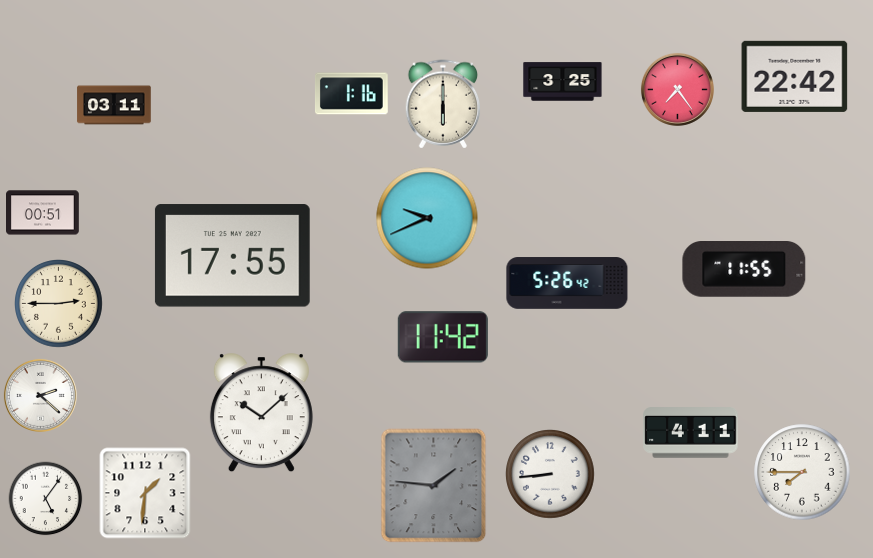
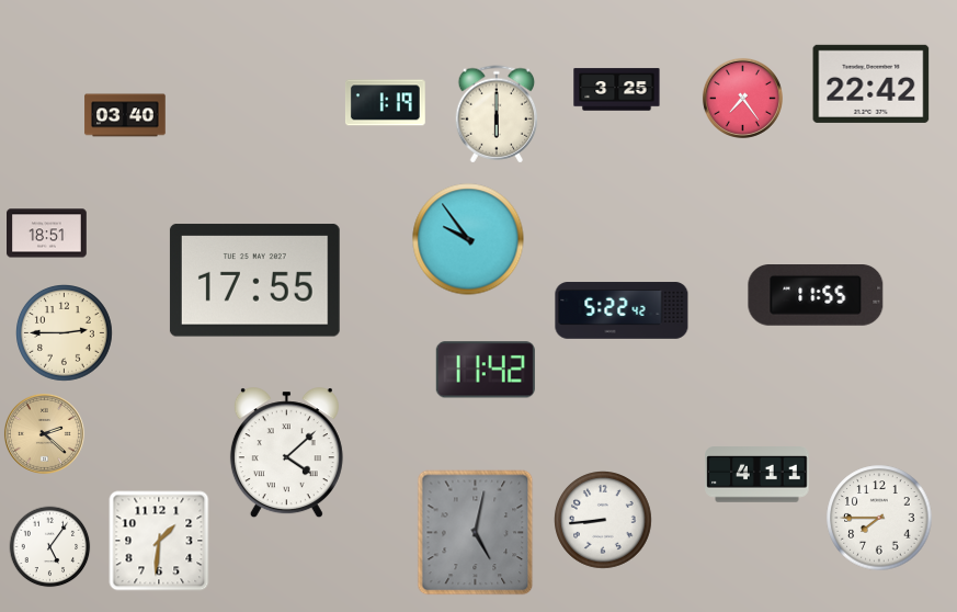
clock at (351, 94): 1:16 -> 1:19
clock at (443, 104) position: (443, 104) -> (497, 114)
clock at (114, 105): 03:11 -> 03:40
clock at (43, 213): 00:51 -> 18:51
clock at (427, 218): 9:41 -> 9:54
clock at (567, 283): 5:26 -> 5:22
clock at (40, 395) dial: white -> champagne
clock at (261, 413): 10:08 -> 4:08
clock at (434, 486): 1:46 -> 5:02
